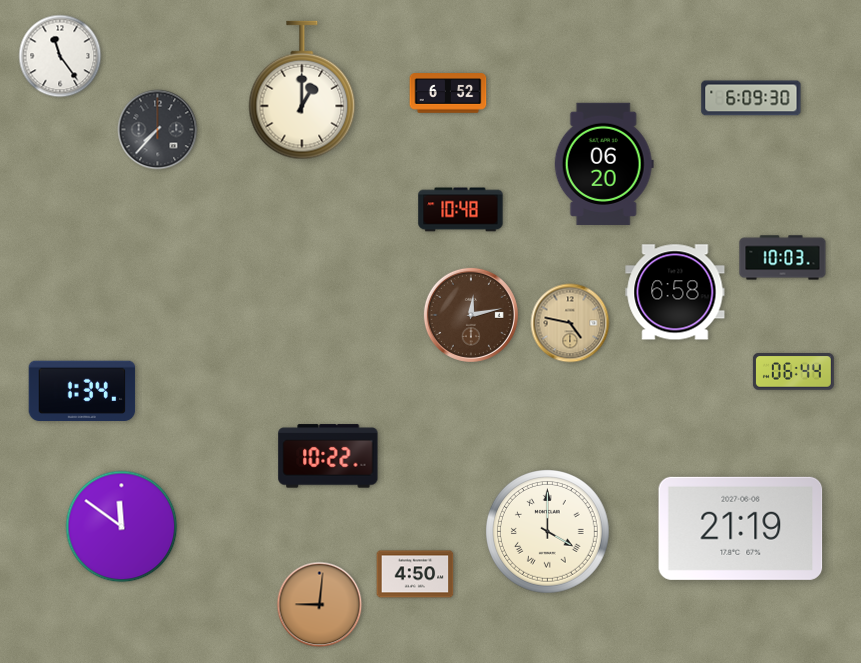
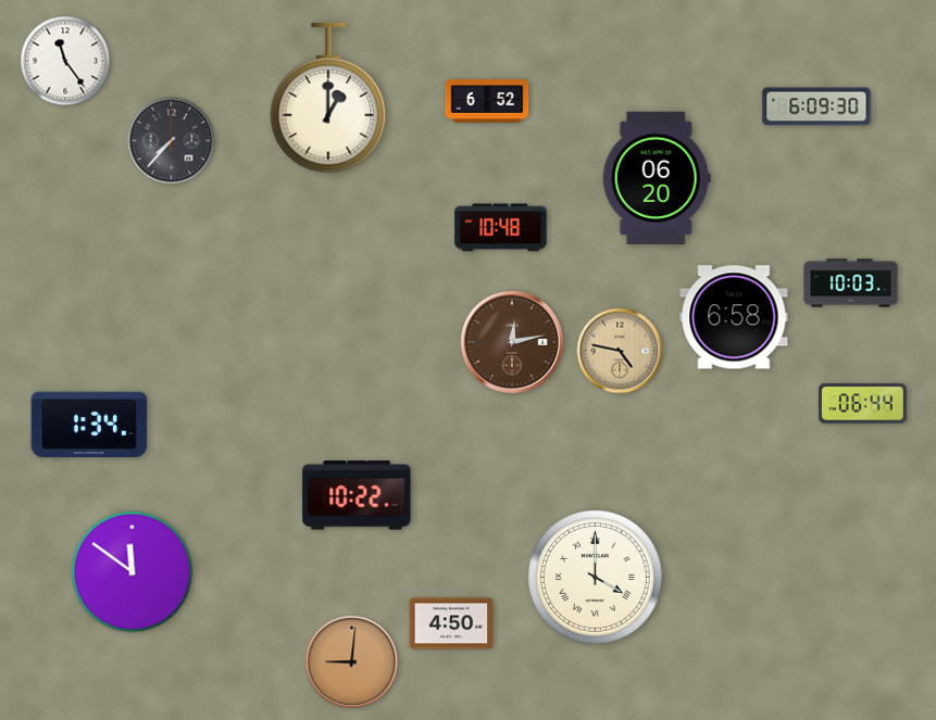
clock at (783, 258) position: (783, 258) -> (851, 283)
clock at (741, 528): 21:19 -> none
clock at (320, 605) position: (320, 605) -> (352, 662)
